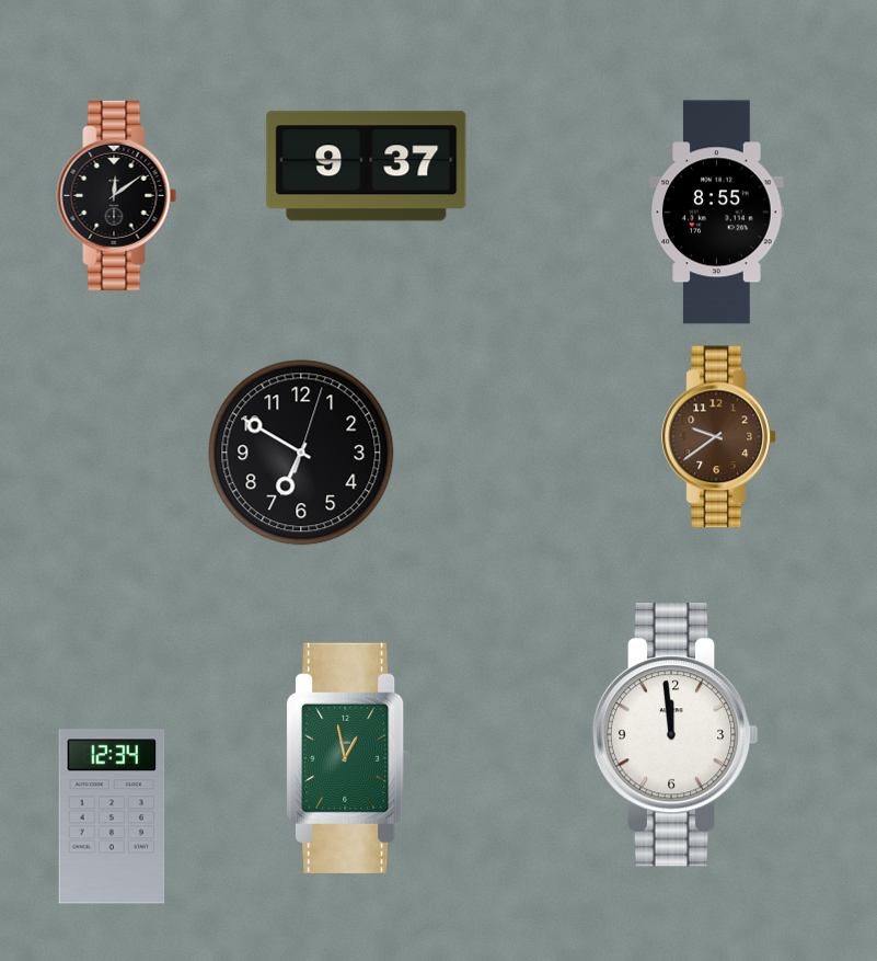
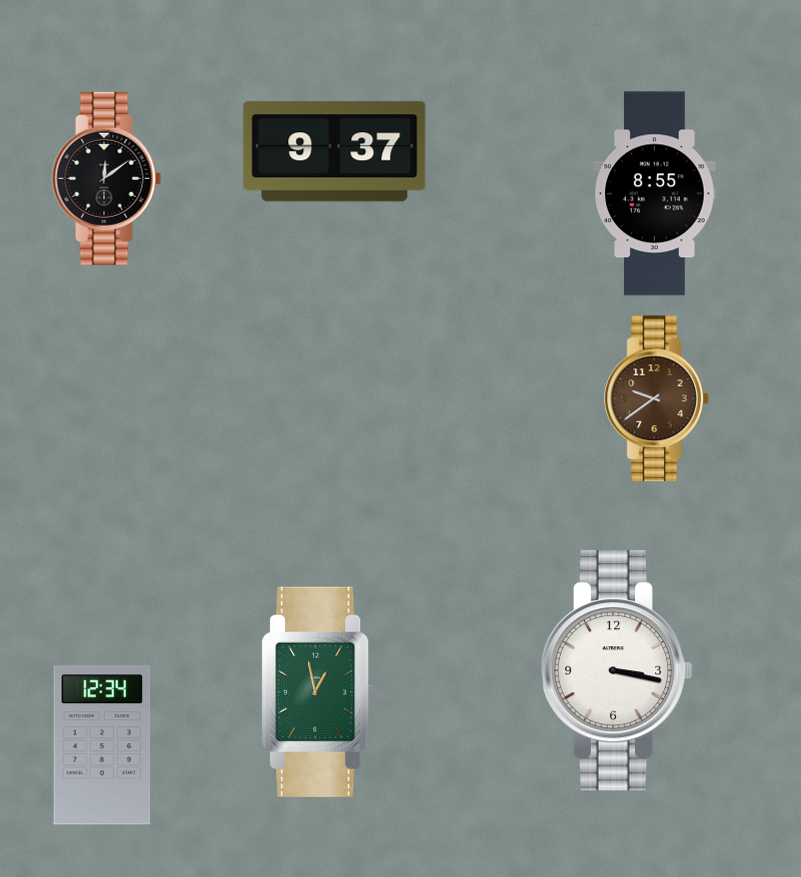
clock at (301, 453): 6:50 -> none
clock at (674, 735): 11:59 -> 3:17
